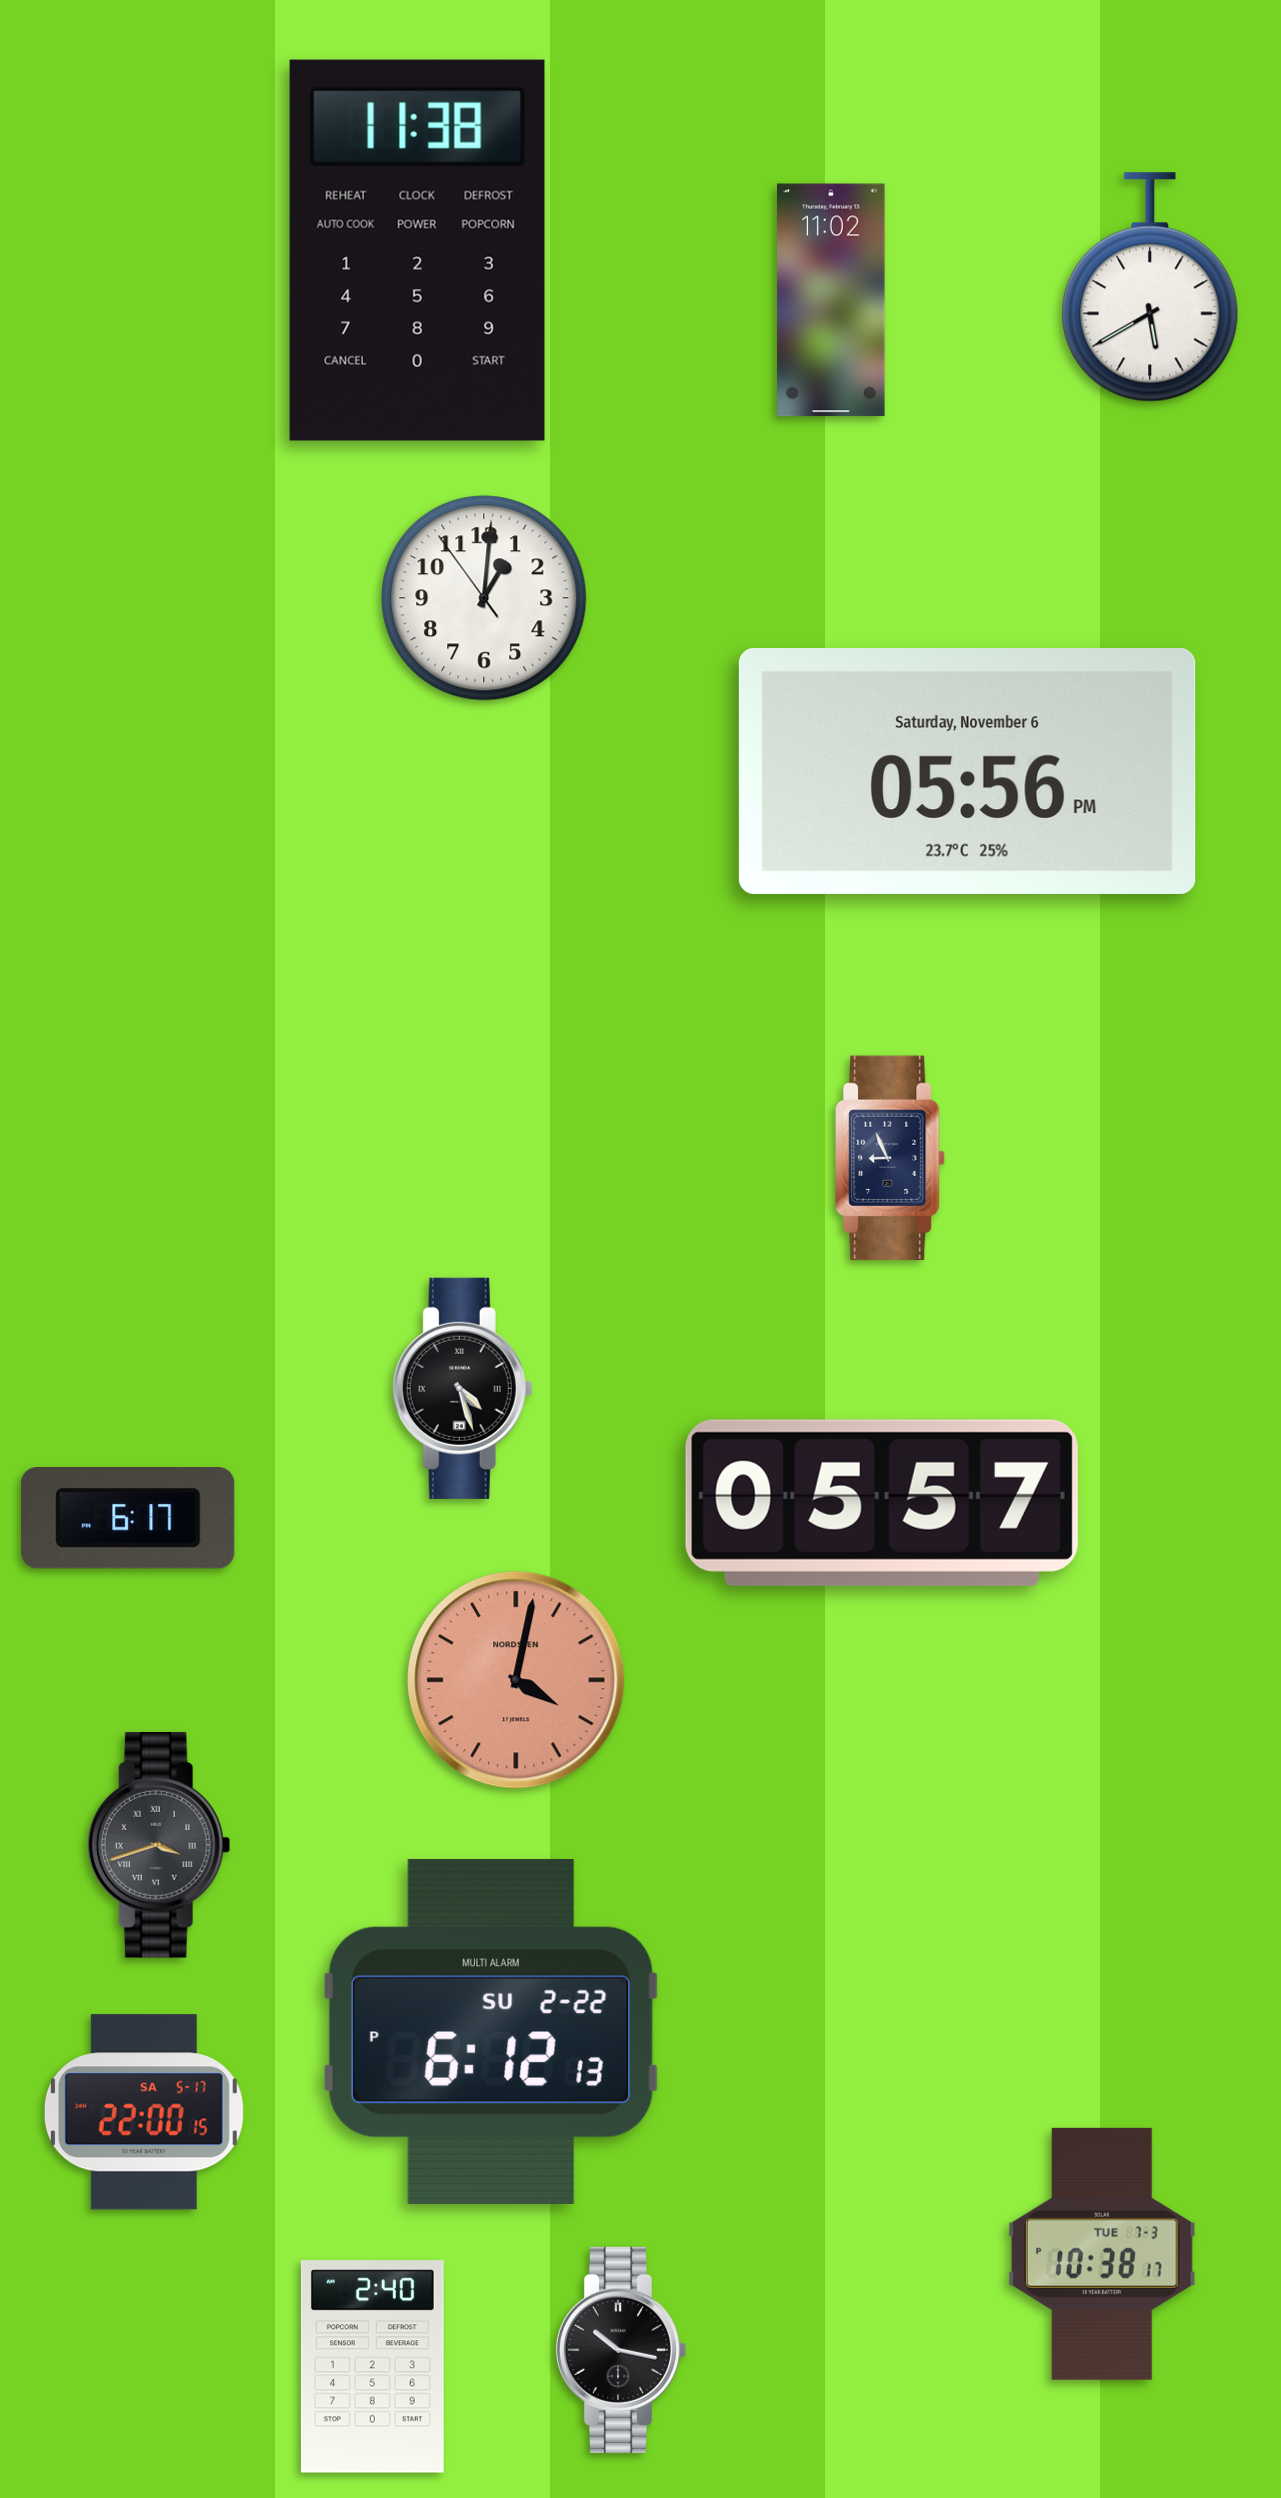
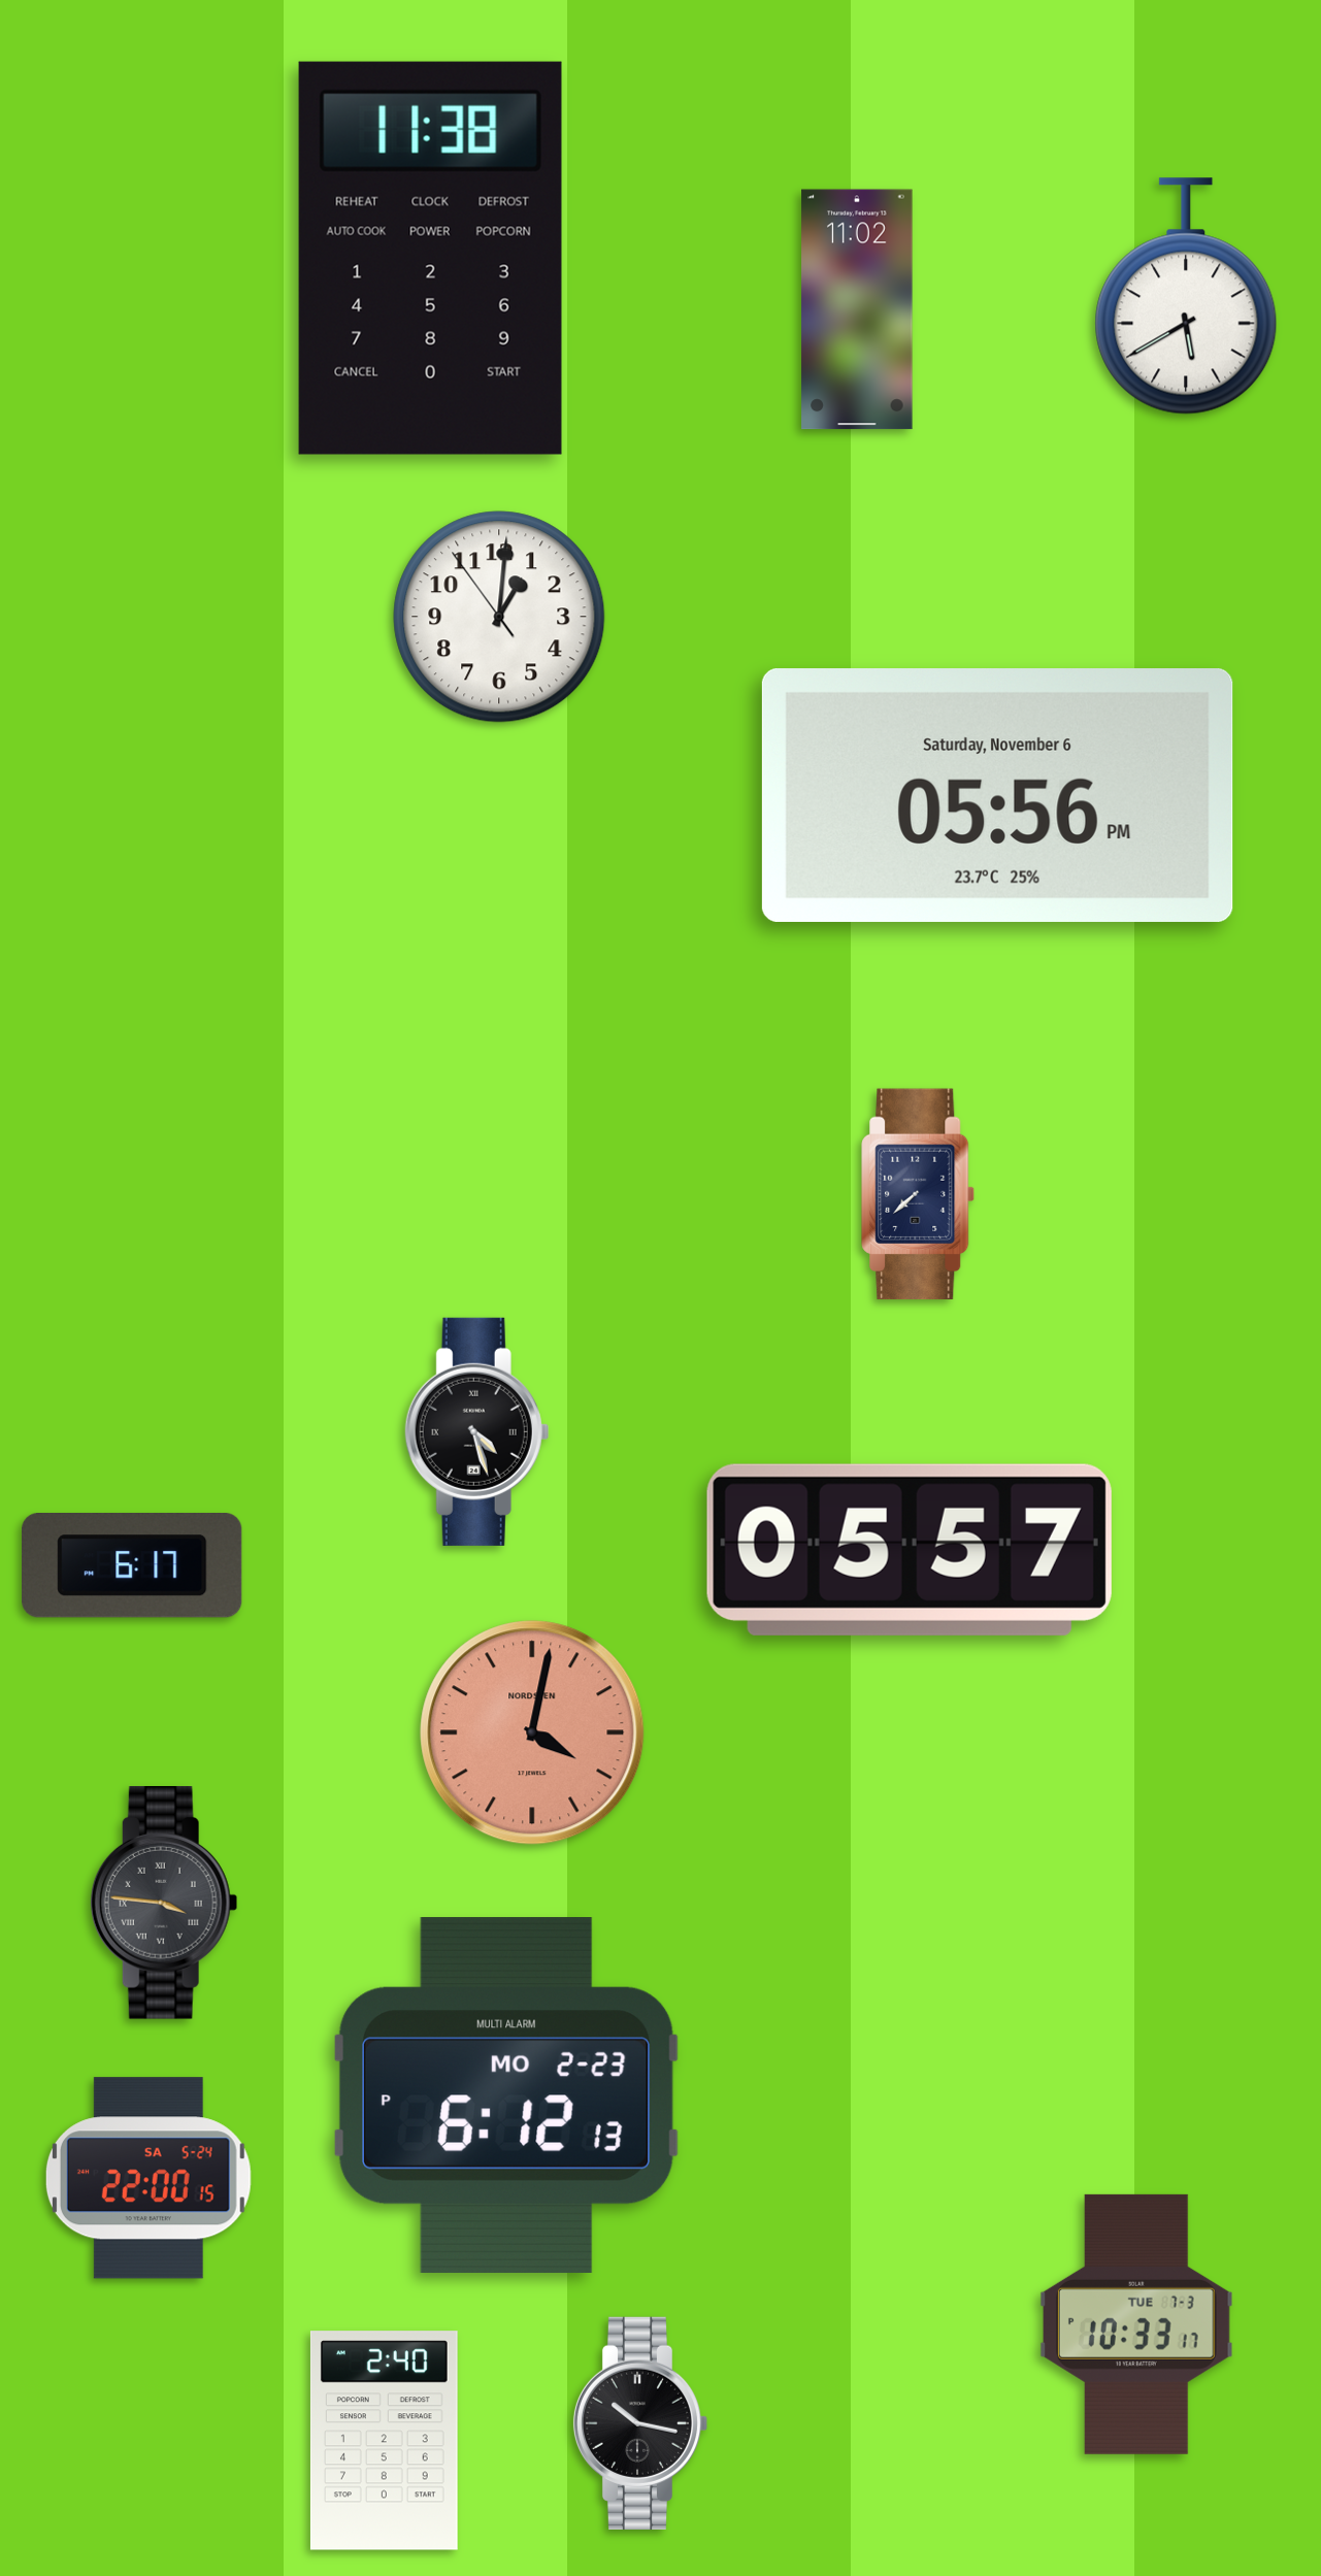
clock at (890, 1158): 8:56 -> 7:38
clock at (159, 1846): 3:42 -> 3:46
clock at (491, 2032) date: SU 2-22 -> MO 2-23
clock at (144, 2112) date: SA 5-17 -> SA 5-24
clock at (1102, 2254): 10:38 -> 10:33
